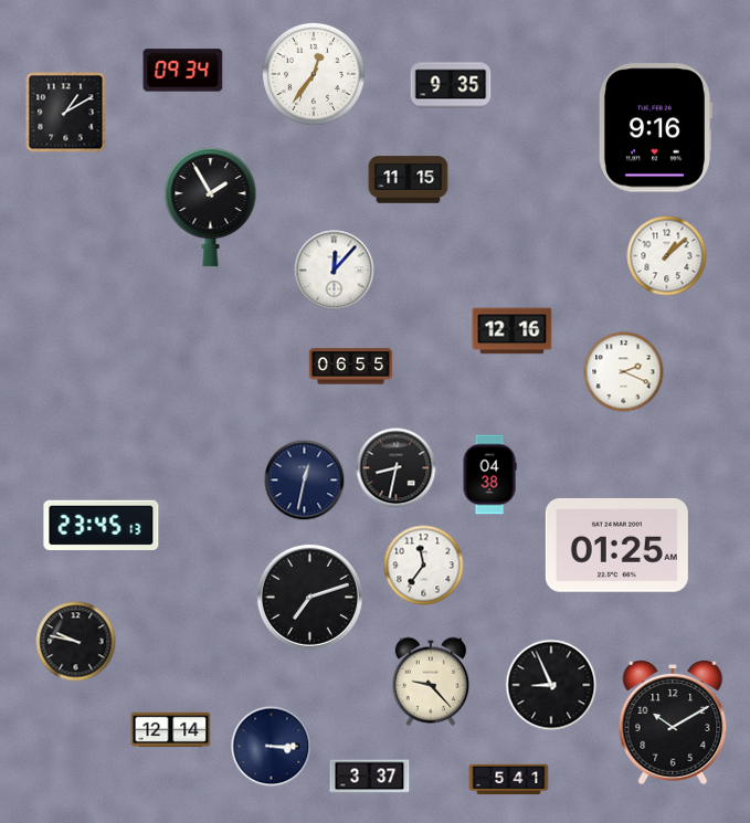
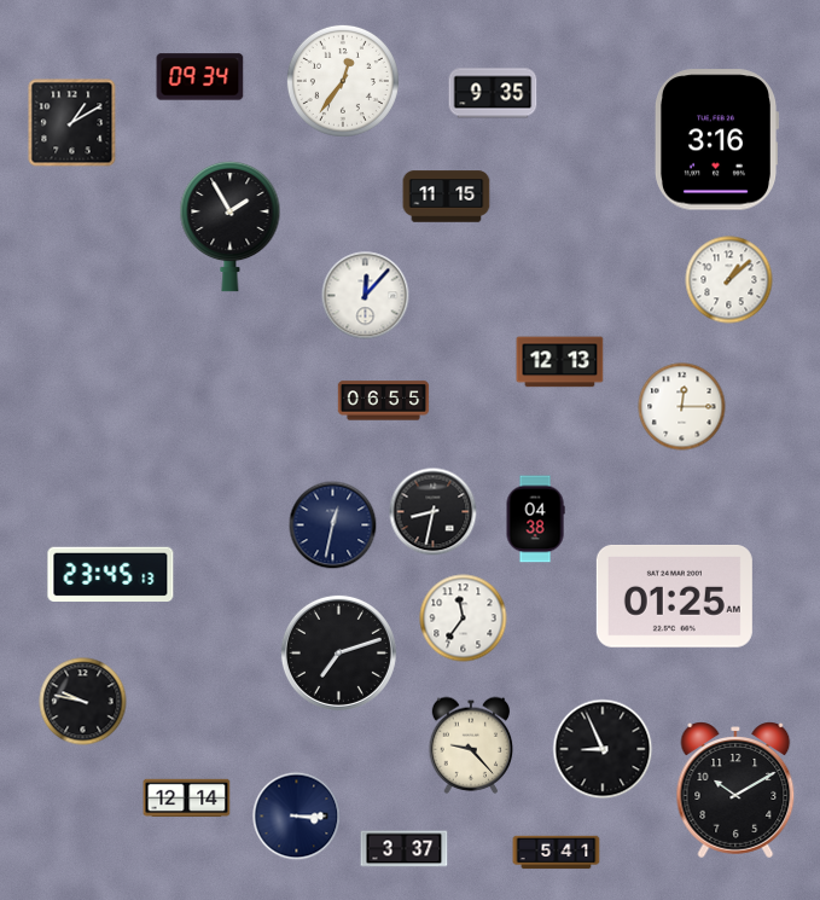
clock at (655, 128): 9:16 -> 3:16
clock at (513, 331): 12:16 -> 12:13
clock at (624, 372): 2:19 -> 12:15
